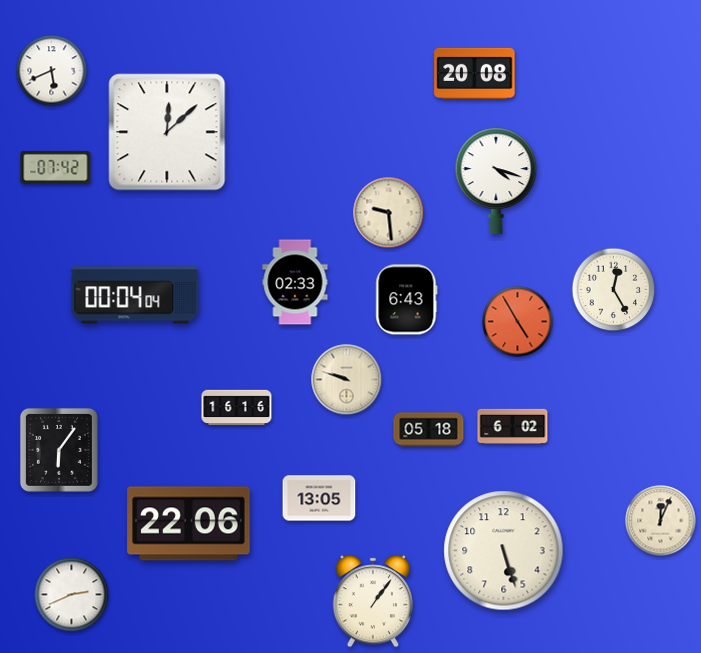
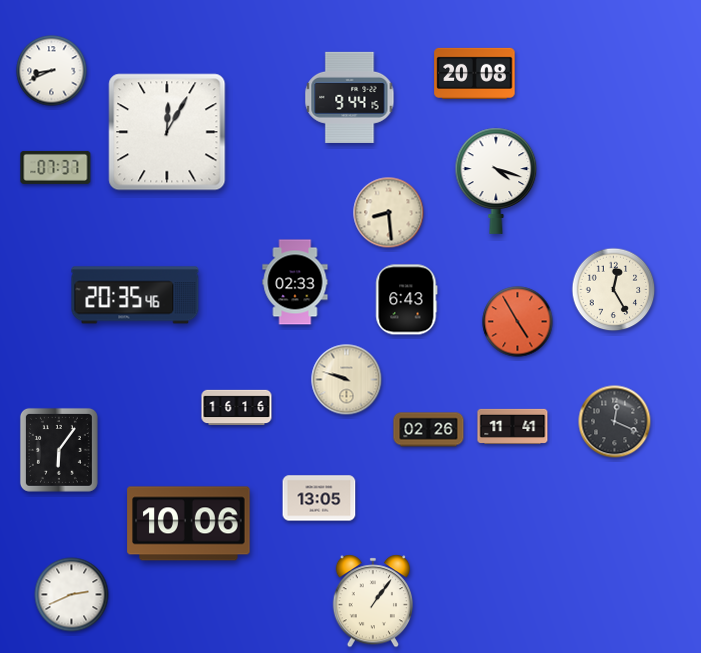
clock at (52, 71): 5:41 -> 8:41
clock at (350, 97): none -> 9:44
clock at (167, 132): 12:08 -> 12:05
clock at (56, 167): 07:42 -> 07:37
clock at (389, 213): 9:29 -> 8:29
clock at (135, 295): 00:04 -> 20:35
clock at (615, 422): none -> 12:19
clock at (513, 426): 6:02 -> 11:41
clock at (429, 430): 05:18 -> 02:26
clock at (661, 521): 12:04 -> none
clock at (189, 524): 22:06 -> 10:06
clock at (504, 551): 5:27 -> none
